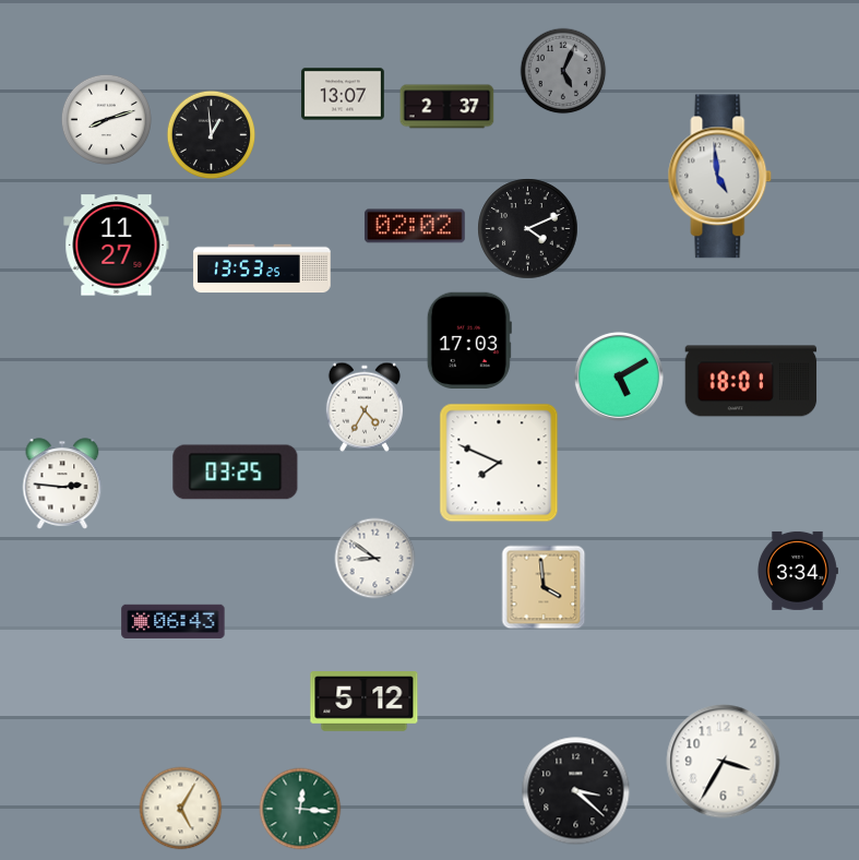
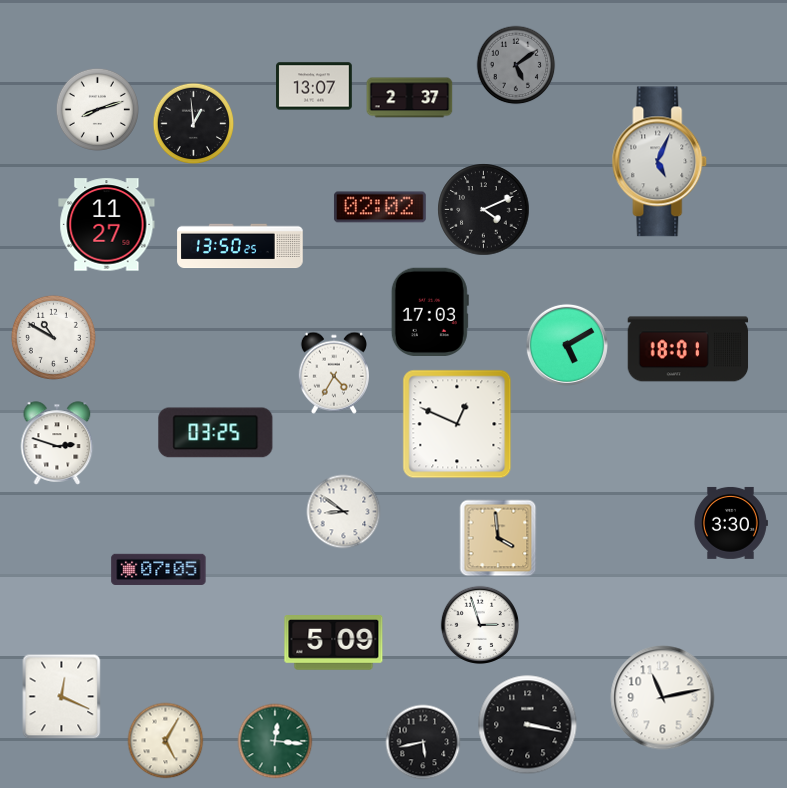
clock at (563, 71): 5:04 -> 5:09
clock at (720, 177): 4:59 -> 5:04
clock at (262, 268): 13:53 -> 13:50
clock at (53, 337): none -> 10:50
clock at (499, 463): 7:49 -> 12:49
clock at (62, 483): 2:46 -> 2:48
clock at (797, 571): 3:34 -> 3:30
clock at (174, 621): 06:43 -> 07:05
clock at (480, 625): none -> 2:57
clock at (365, 702): 5:12 -> 5:09
clock at (62, 697): none -> 12:19
clock at (724, 762): 3:35 -> 11:13
clock at (576, 791): 3:22 -> 3:17
clock at (423, 742): none -> 5:43
